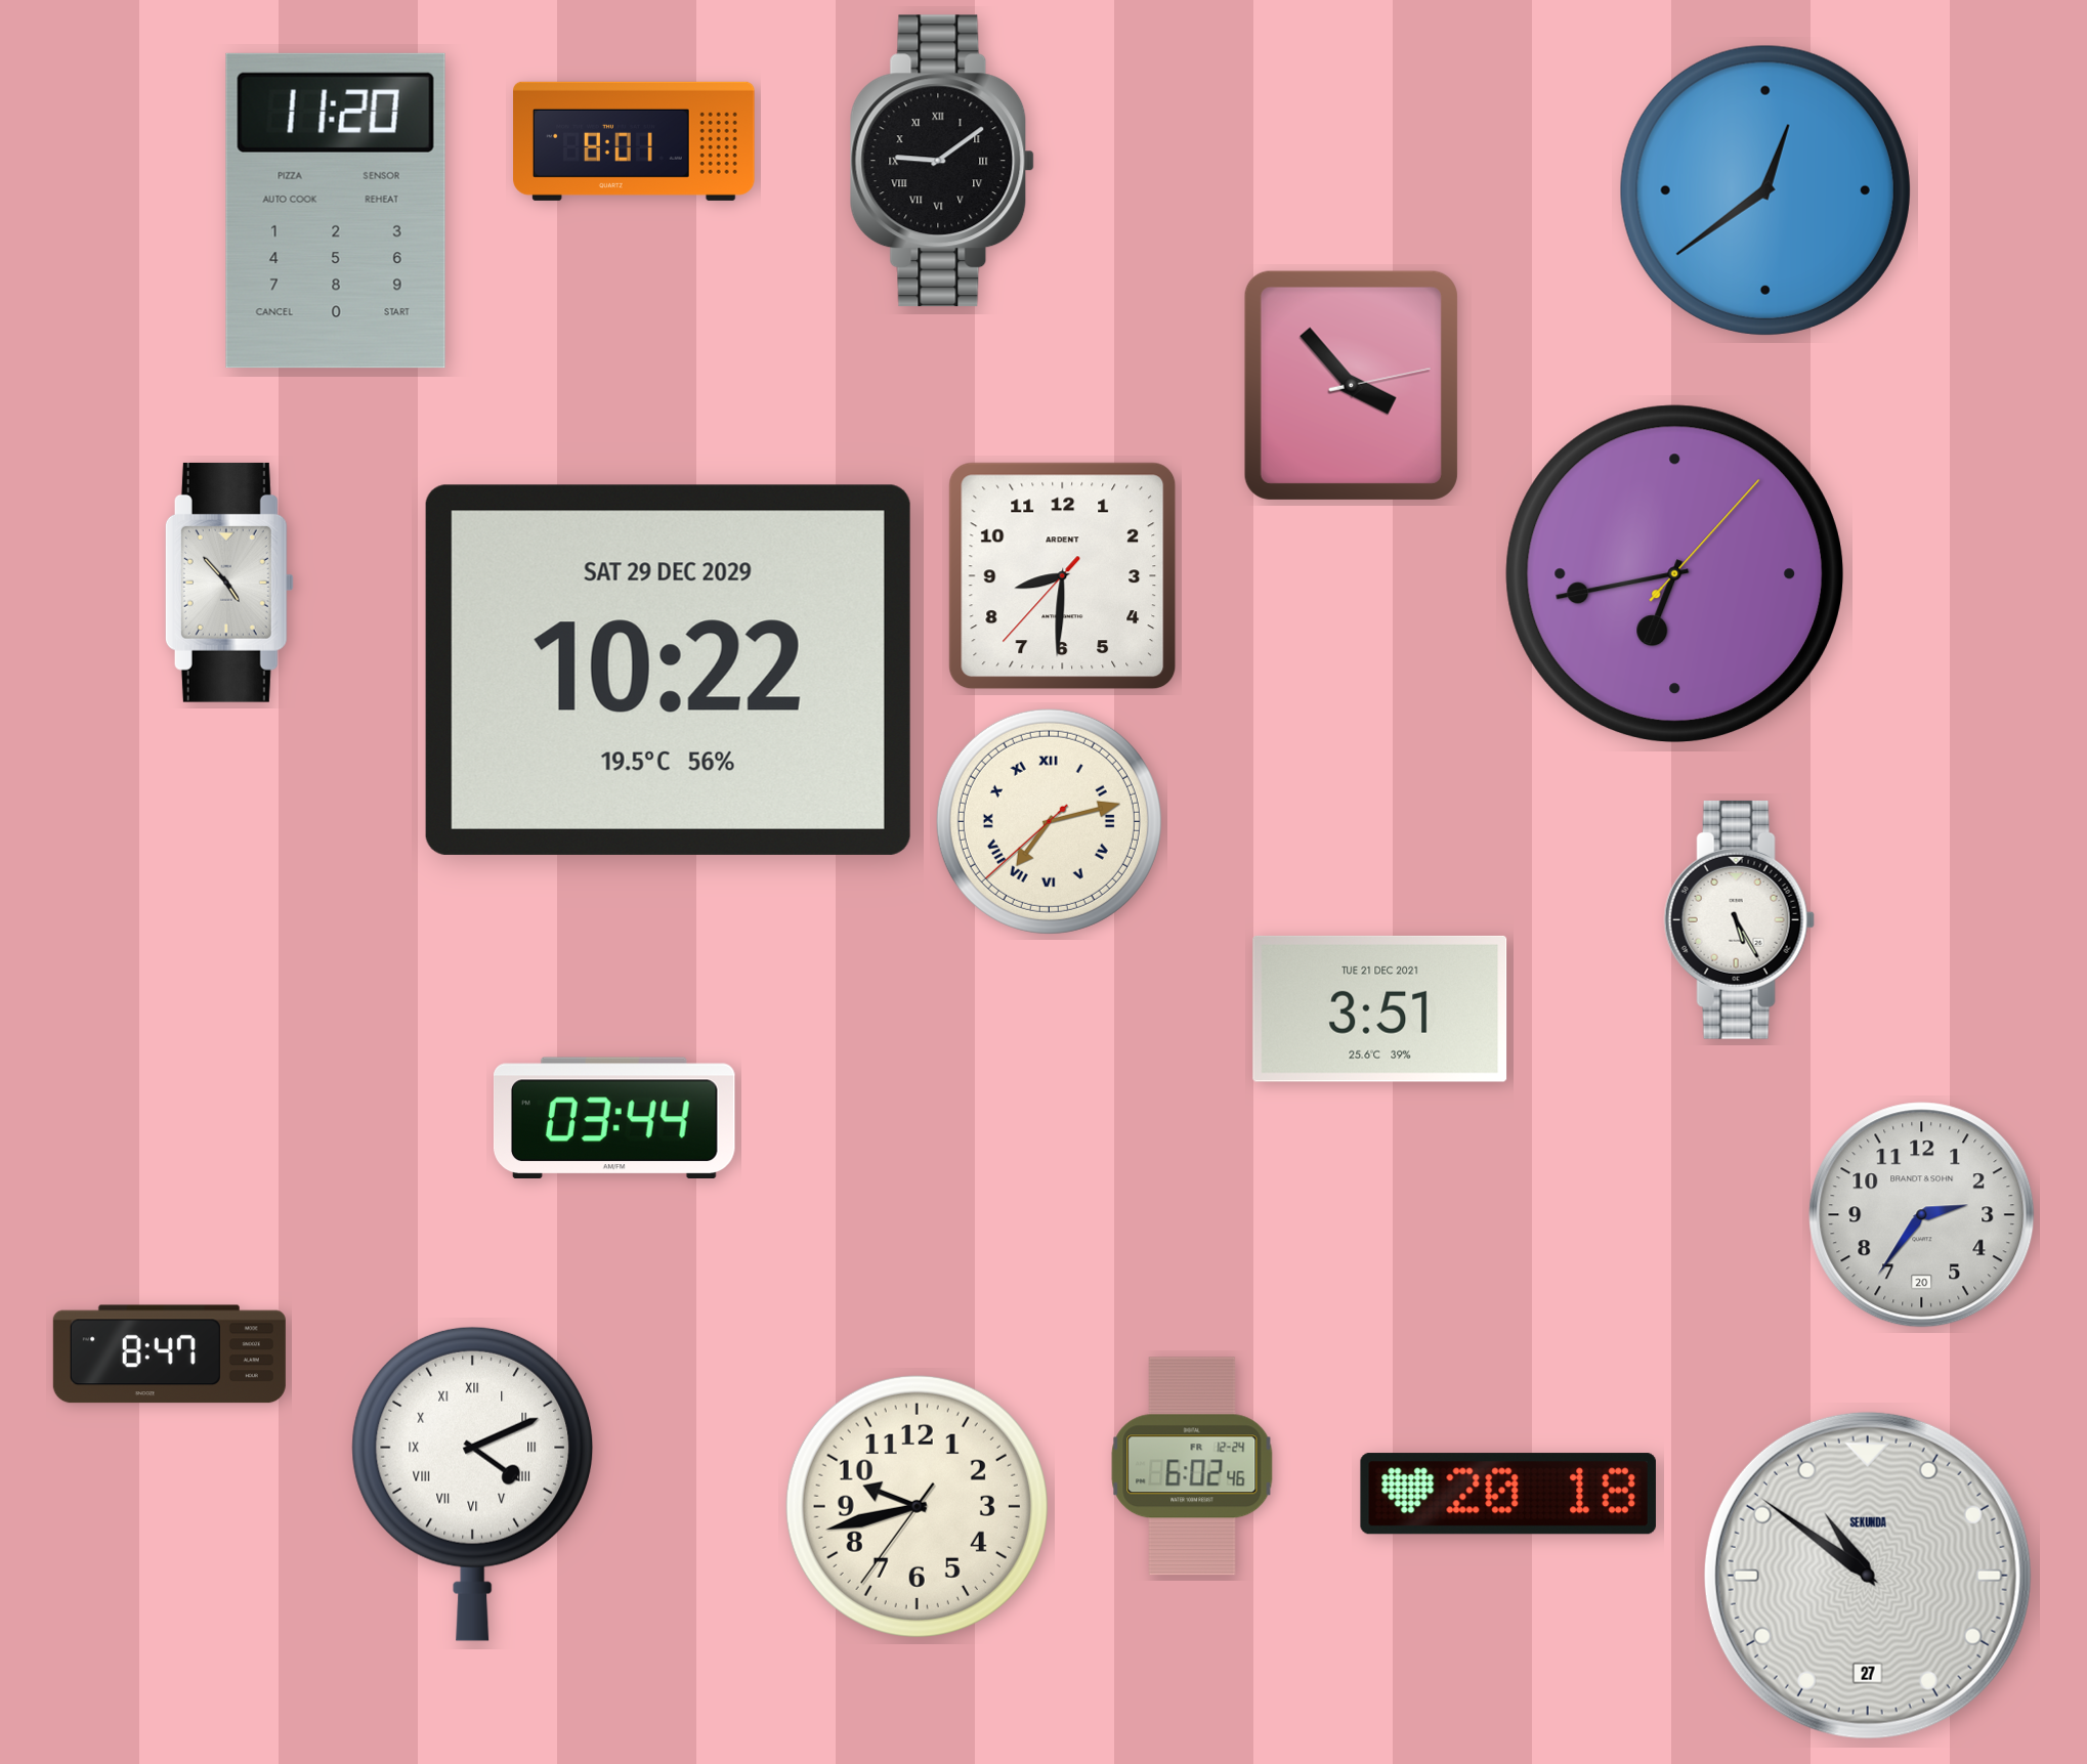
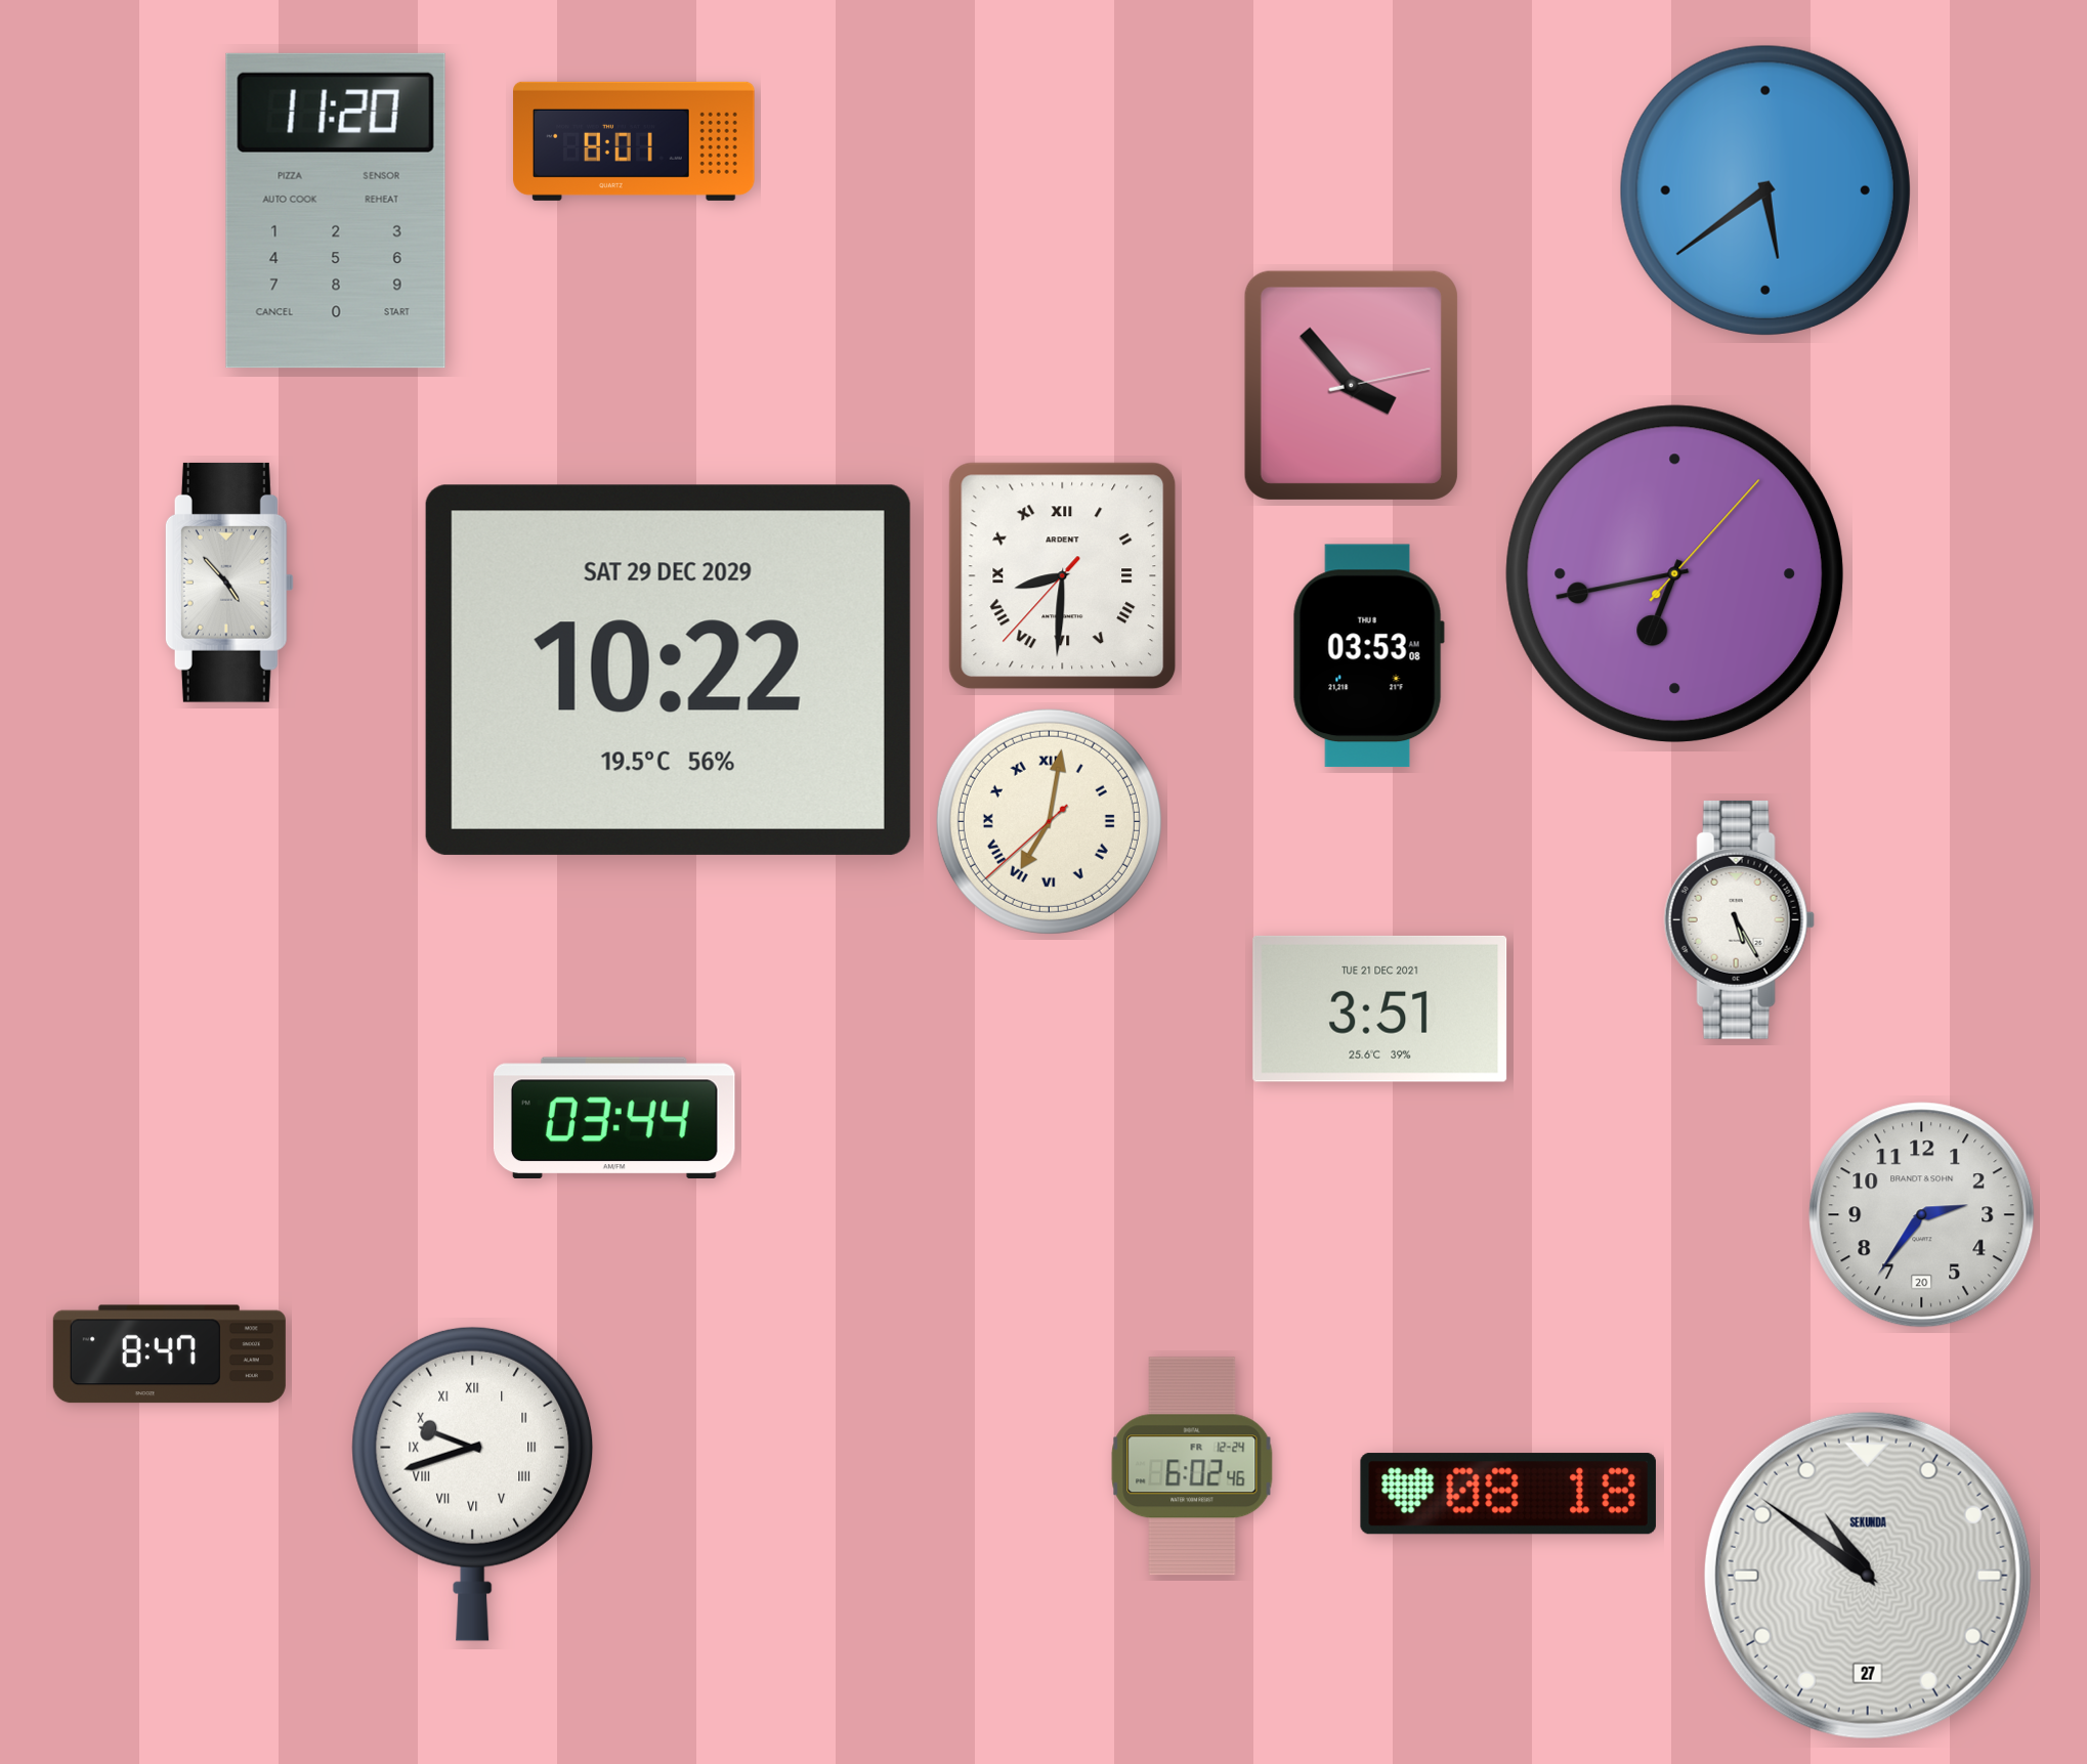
clock at (942, 161): 9:09 -> none
clock at (1765, 190): 12:39 -> 5:39
clock at (1063, 576) numerals: Arabic -> Roman
clock at (1368, 656): none -> 03:53
clock at (1049, 821): 7:12 -> 7:01
clock at (473, 1483): 4:11 -> 9:42
clock at (1508, 1494): 20:18 -> 08:18
clock at (917, 1506): 9:42 -> none
